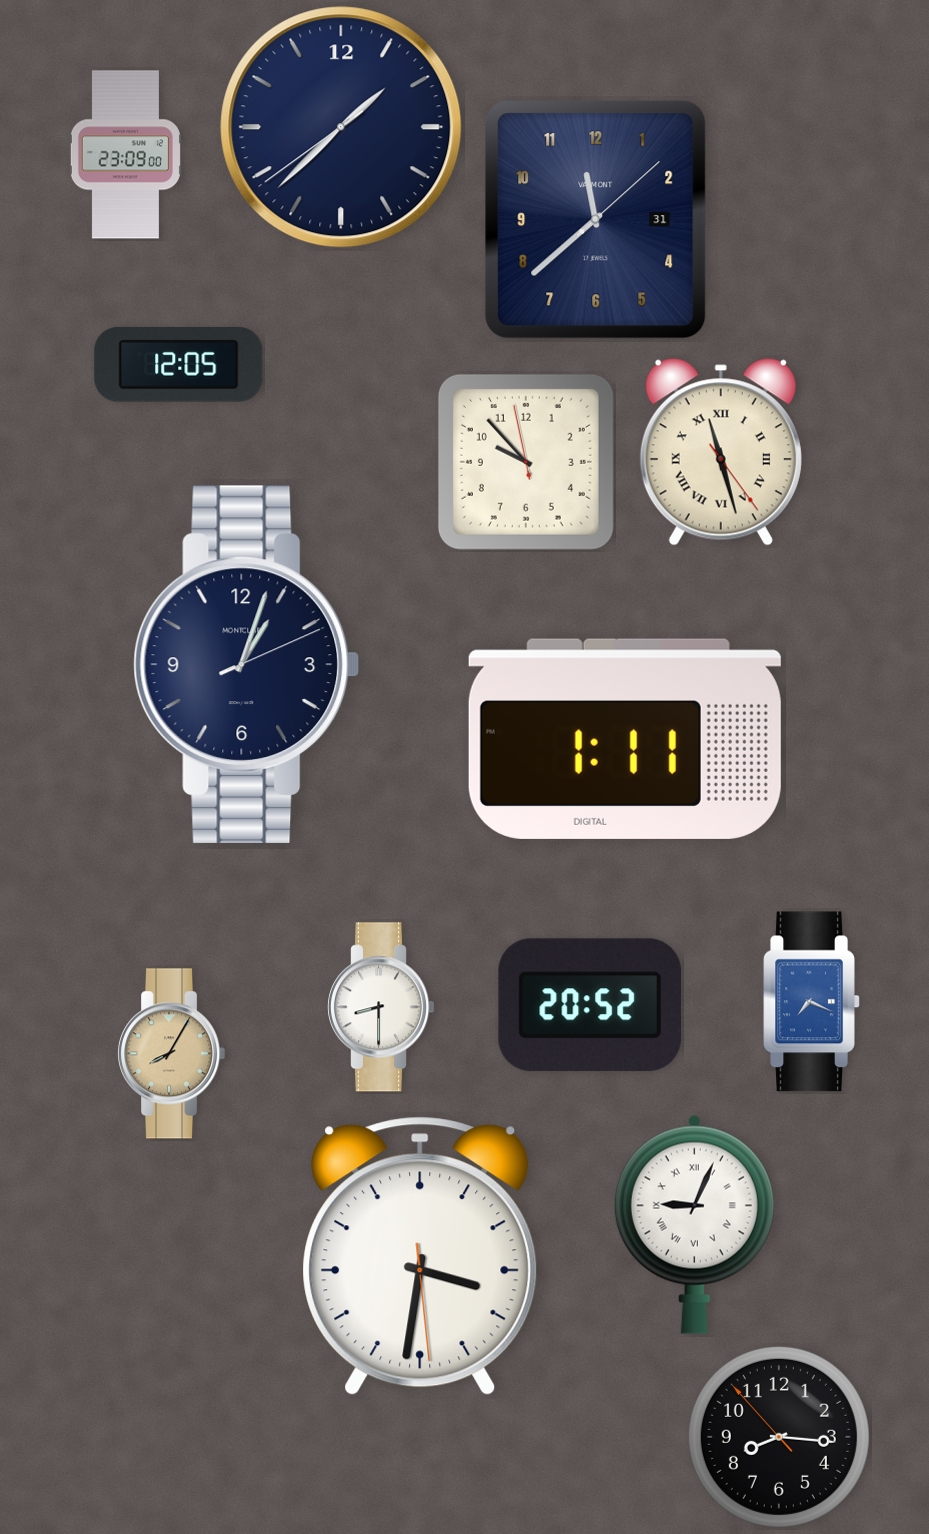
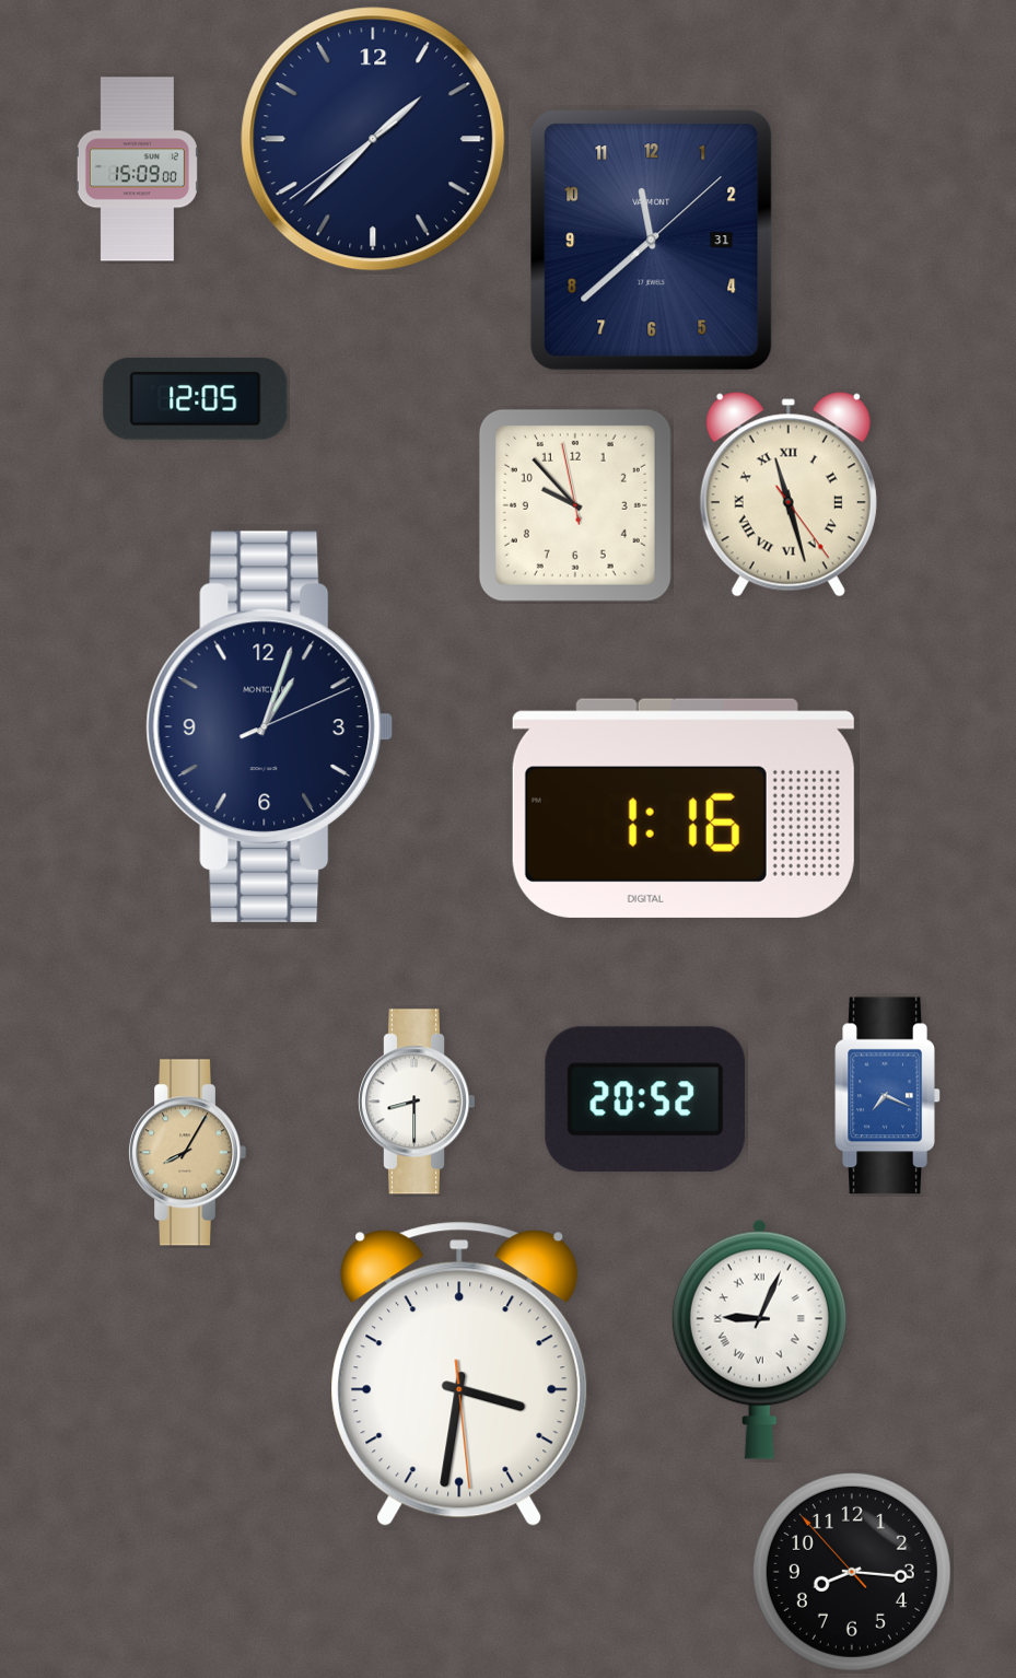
clock at (125, 155): 23:09 -> 15:09
clock at (625, 739): 1:11 -> 1:16
